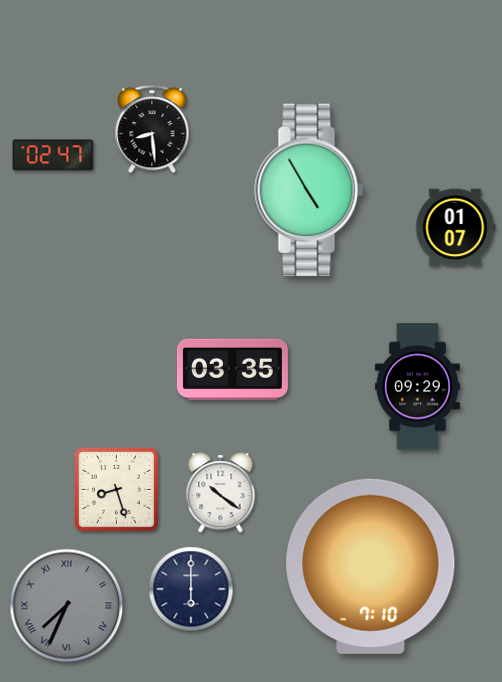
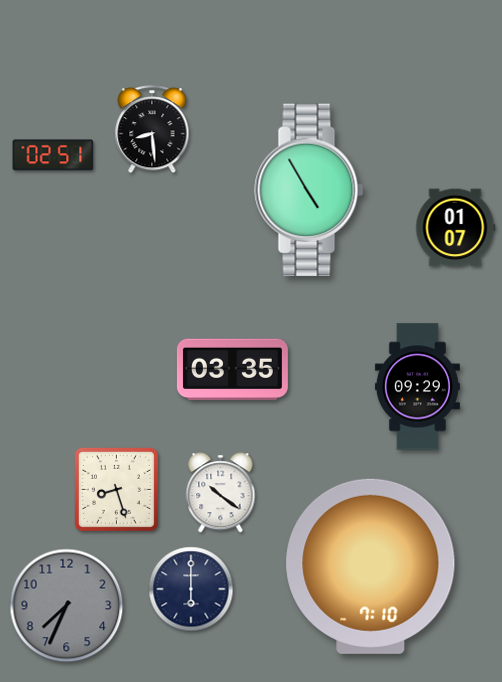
clock at (53, 155): 02:47 -> 02:51
clock at (67, 606) numerals: Roman -> Arabic
